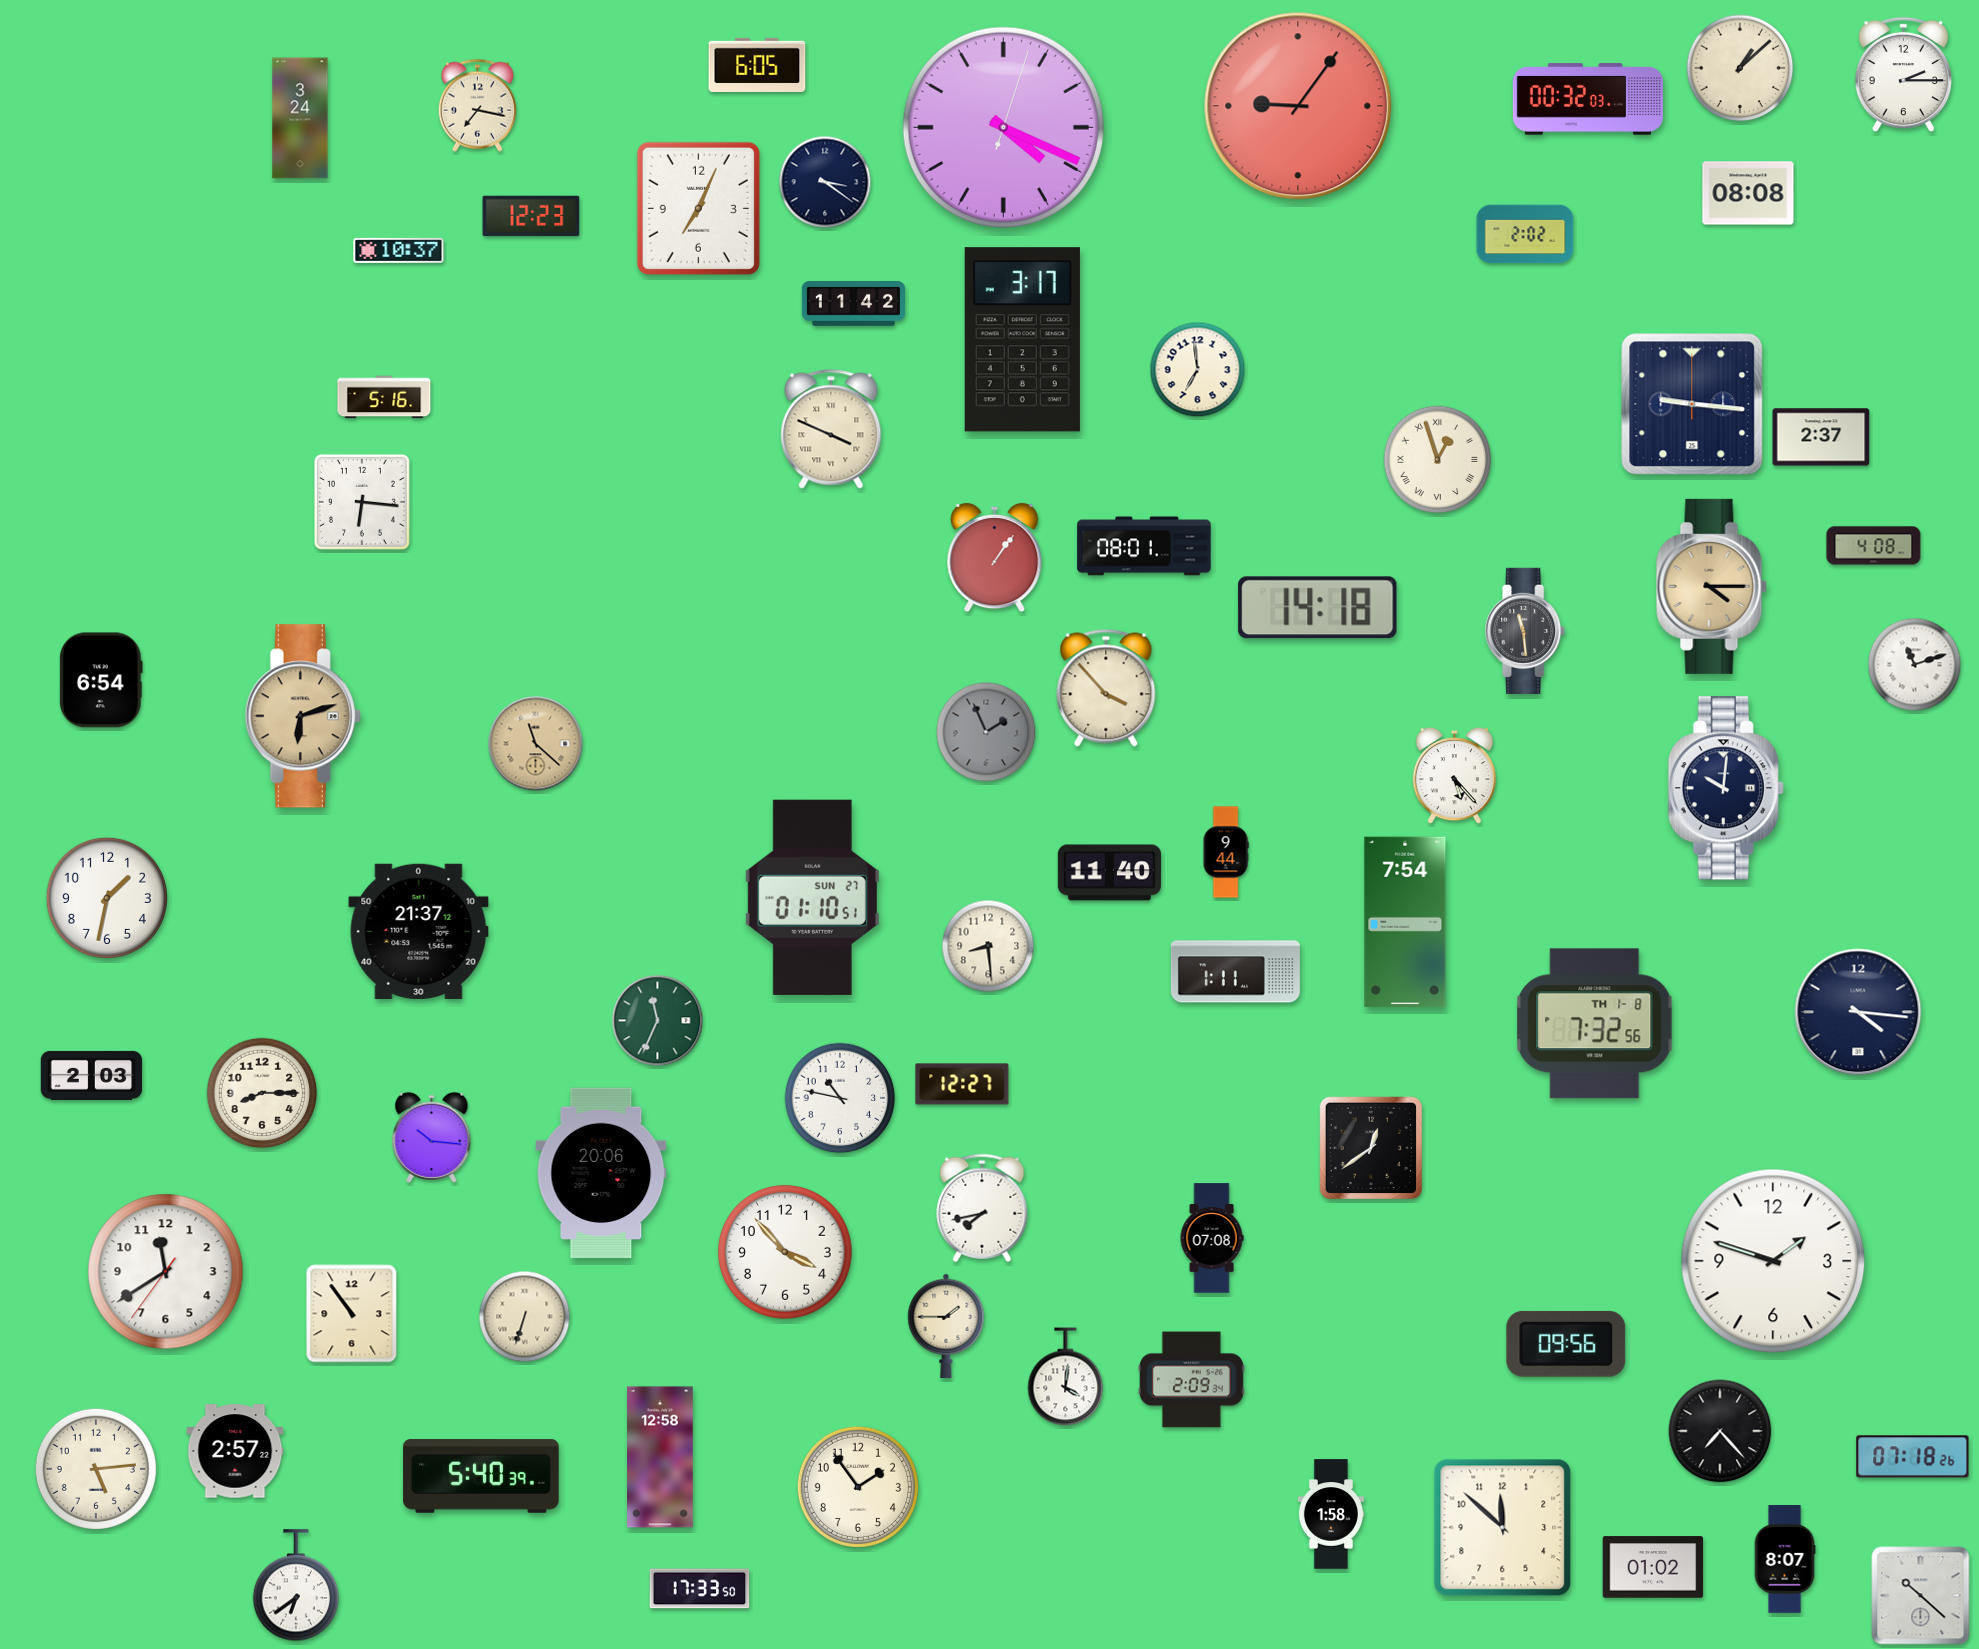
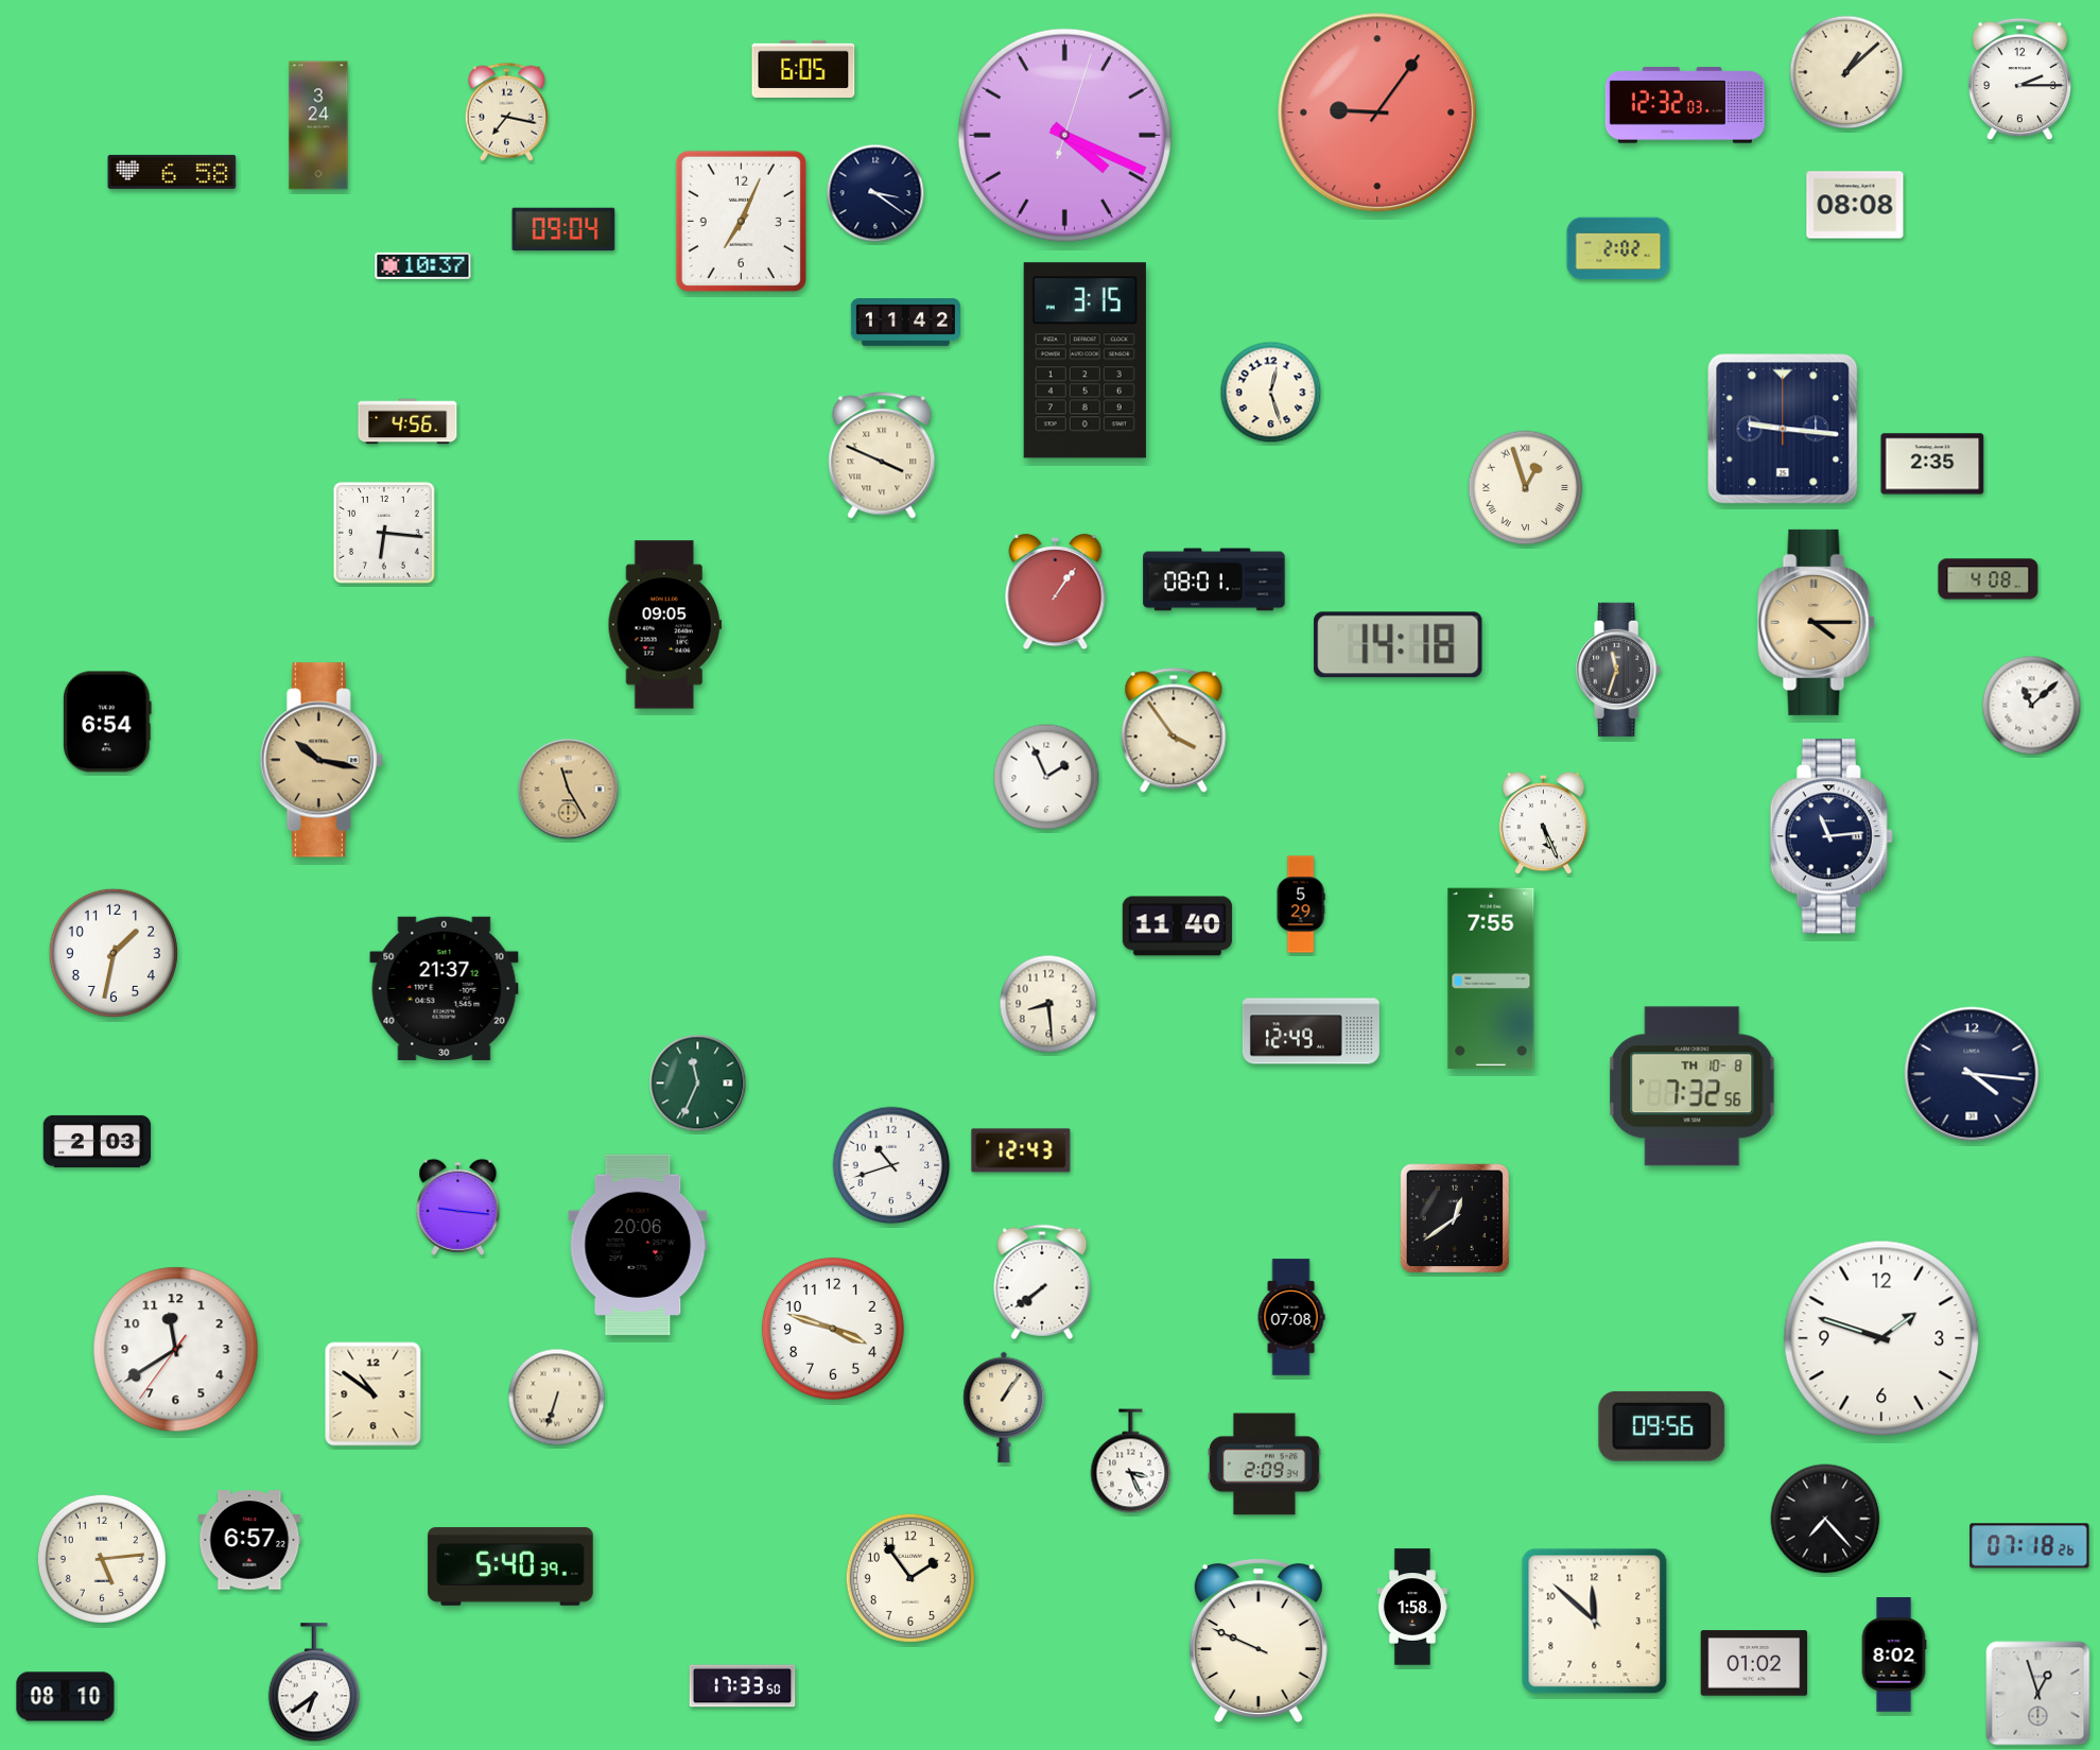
clock at (1588, 99): 00:32 -> 12:32
clock at (172, 172): none -> 6:58
clock at (531, 216): 12:23 -> 09:04
clock at (1022, 340): 3:17 -> 3:15
clock at (1198, 370): 6:59 -> 12:27
clock at (384, 397): 5:16 -> 4:56
clock at (1692, 404) position: (1692, 404) -> (1783, 429)
clock at (1821, 437): 2:37 -> 2:35
clock at (664, 625): none -> 09:05
clock at (1526, 631): 11:29 -> 11:33
clock at (1915, 665): 11:12 -> 11:08
clock at (1106, 688): 3:53 -> 3:54
clock at (303, 716): 6:12 -> 10:17
clock at (986, 732) dial: grey -> white
clock at (536, 744): 11:22 -> 11:25
clock at (1455, 776): 5:23 -> 5:26
clock at (1726, 788): 10:01 -> 11:14
clock at (1226, 852): 9:44 -> 5:29
clock at (812, 897): 01:10 -> none
clock at (1405, 922): 7:54 -> 7:55
clock at (1235, 972): 1:11 -> 12:49
clock at (1595, 1024) date: TH 1-8 -> TH 10-8
clock at (962, 1084): 12:27 -> 12:43
clock at (262, 1093): 8:15 -> none
clock at (840, 1098): 10:47 -> 10:42
clock at (432, 1137): 10:16 -> 9:16
clock at (982, 1208): 7:43 -> 7:39
clock at (1212, 1238) position: (1212, 1238) -> (1291, 1317)
clock at (785, 1252): 3:53 -> 3:48
clock at (352, 1314): 10:54 -> 10:51
clock at (946, 1326): 1:45 -> 1:06
clock at (1066, 1377): 4:01 -> 3:26
clock at (235, 1451): 2:57 -> 6:57
clock at (660, 1457): 12:58 -> none
clock at (1259, 1641): none -> 9:49
clock at (1785, 1559): 8:07 -> 8:02
clock at (1921, 1596): 10:22 -> 12:57
clock at (66, 1697): none -> 08:10
